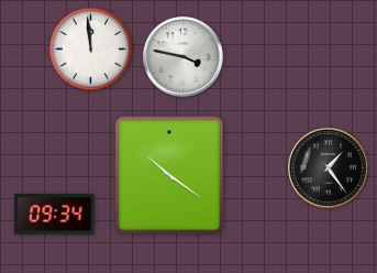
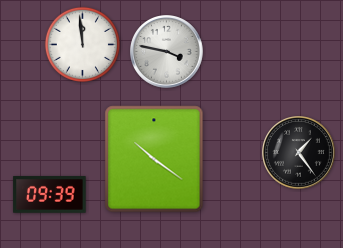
clock at (55, 215): 09:34 -> 09:39
